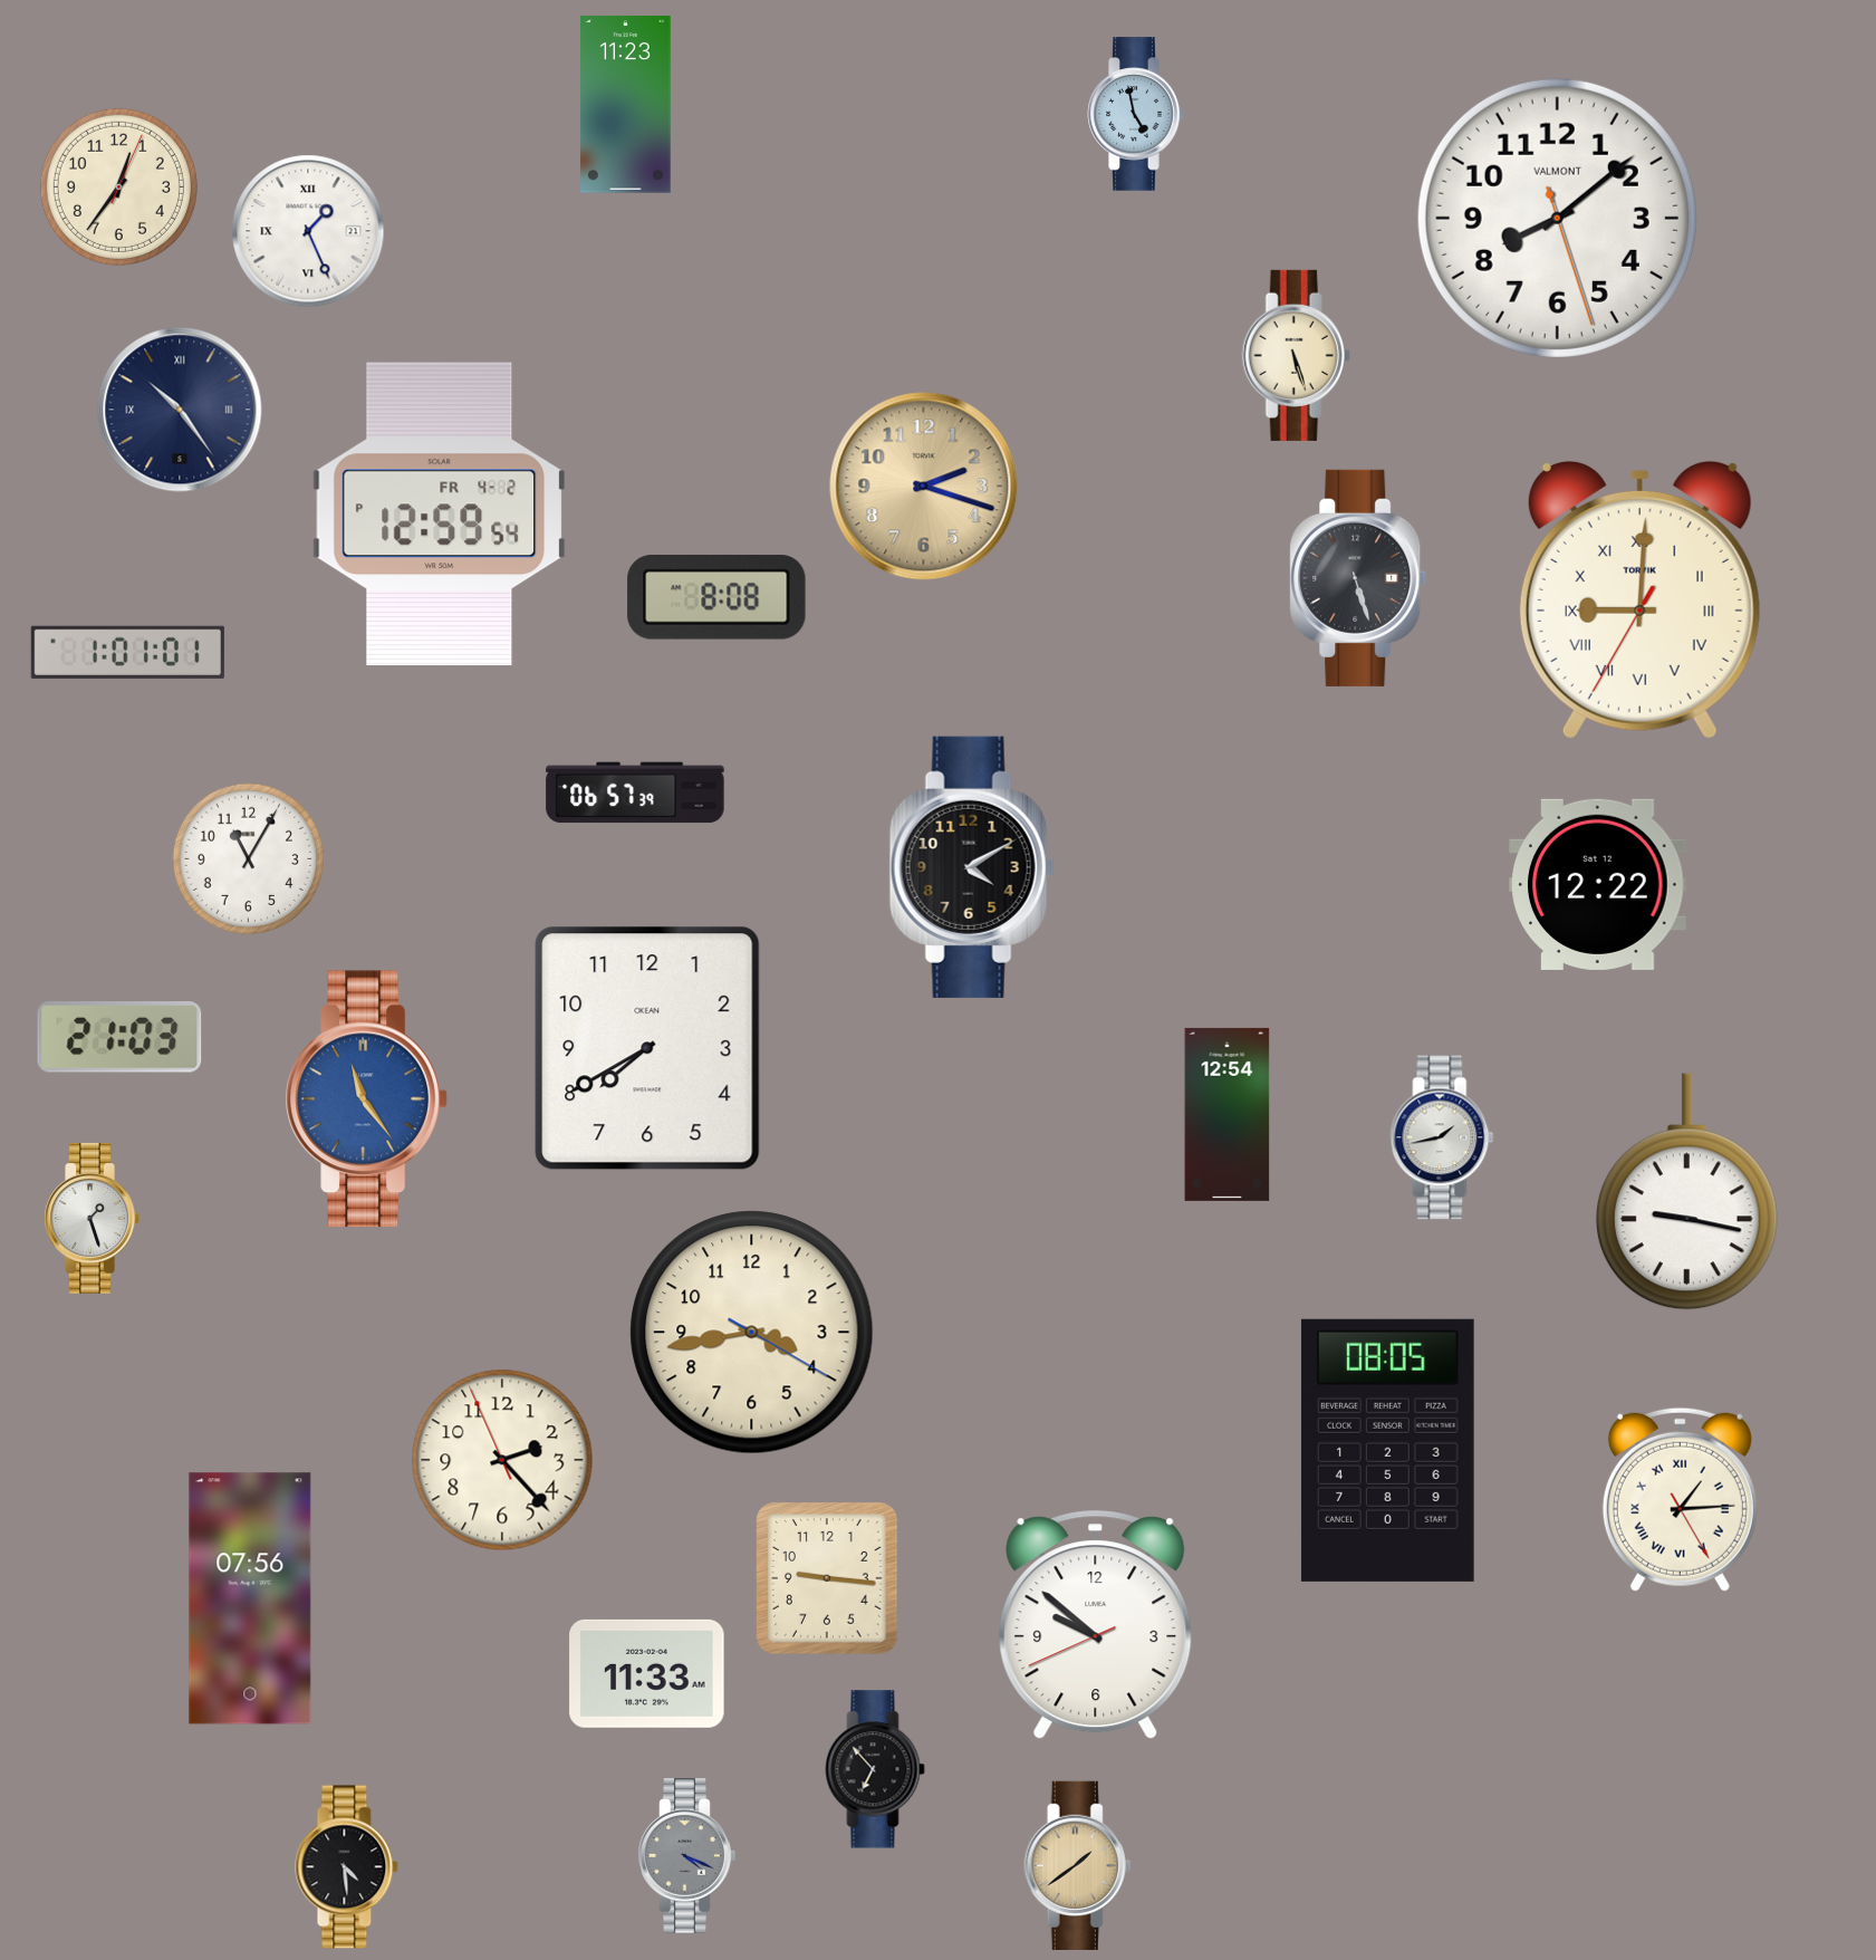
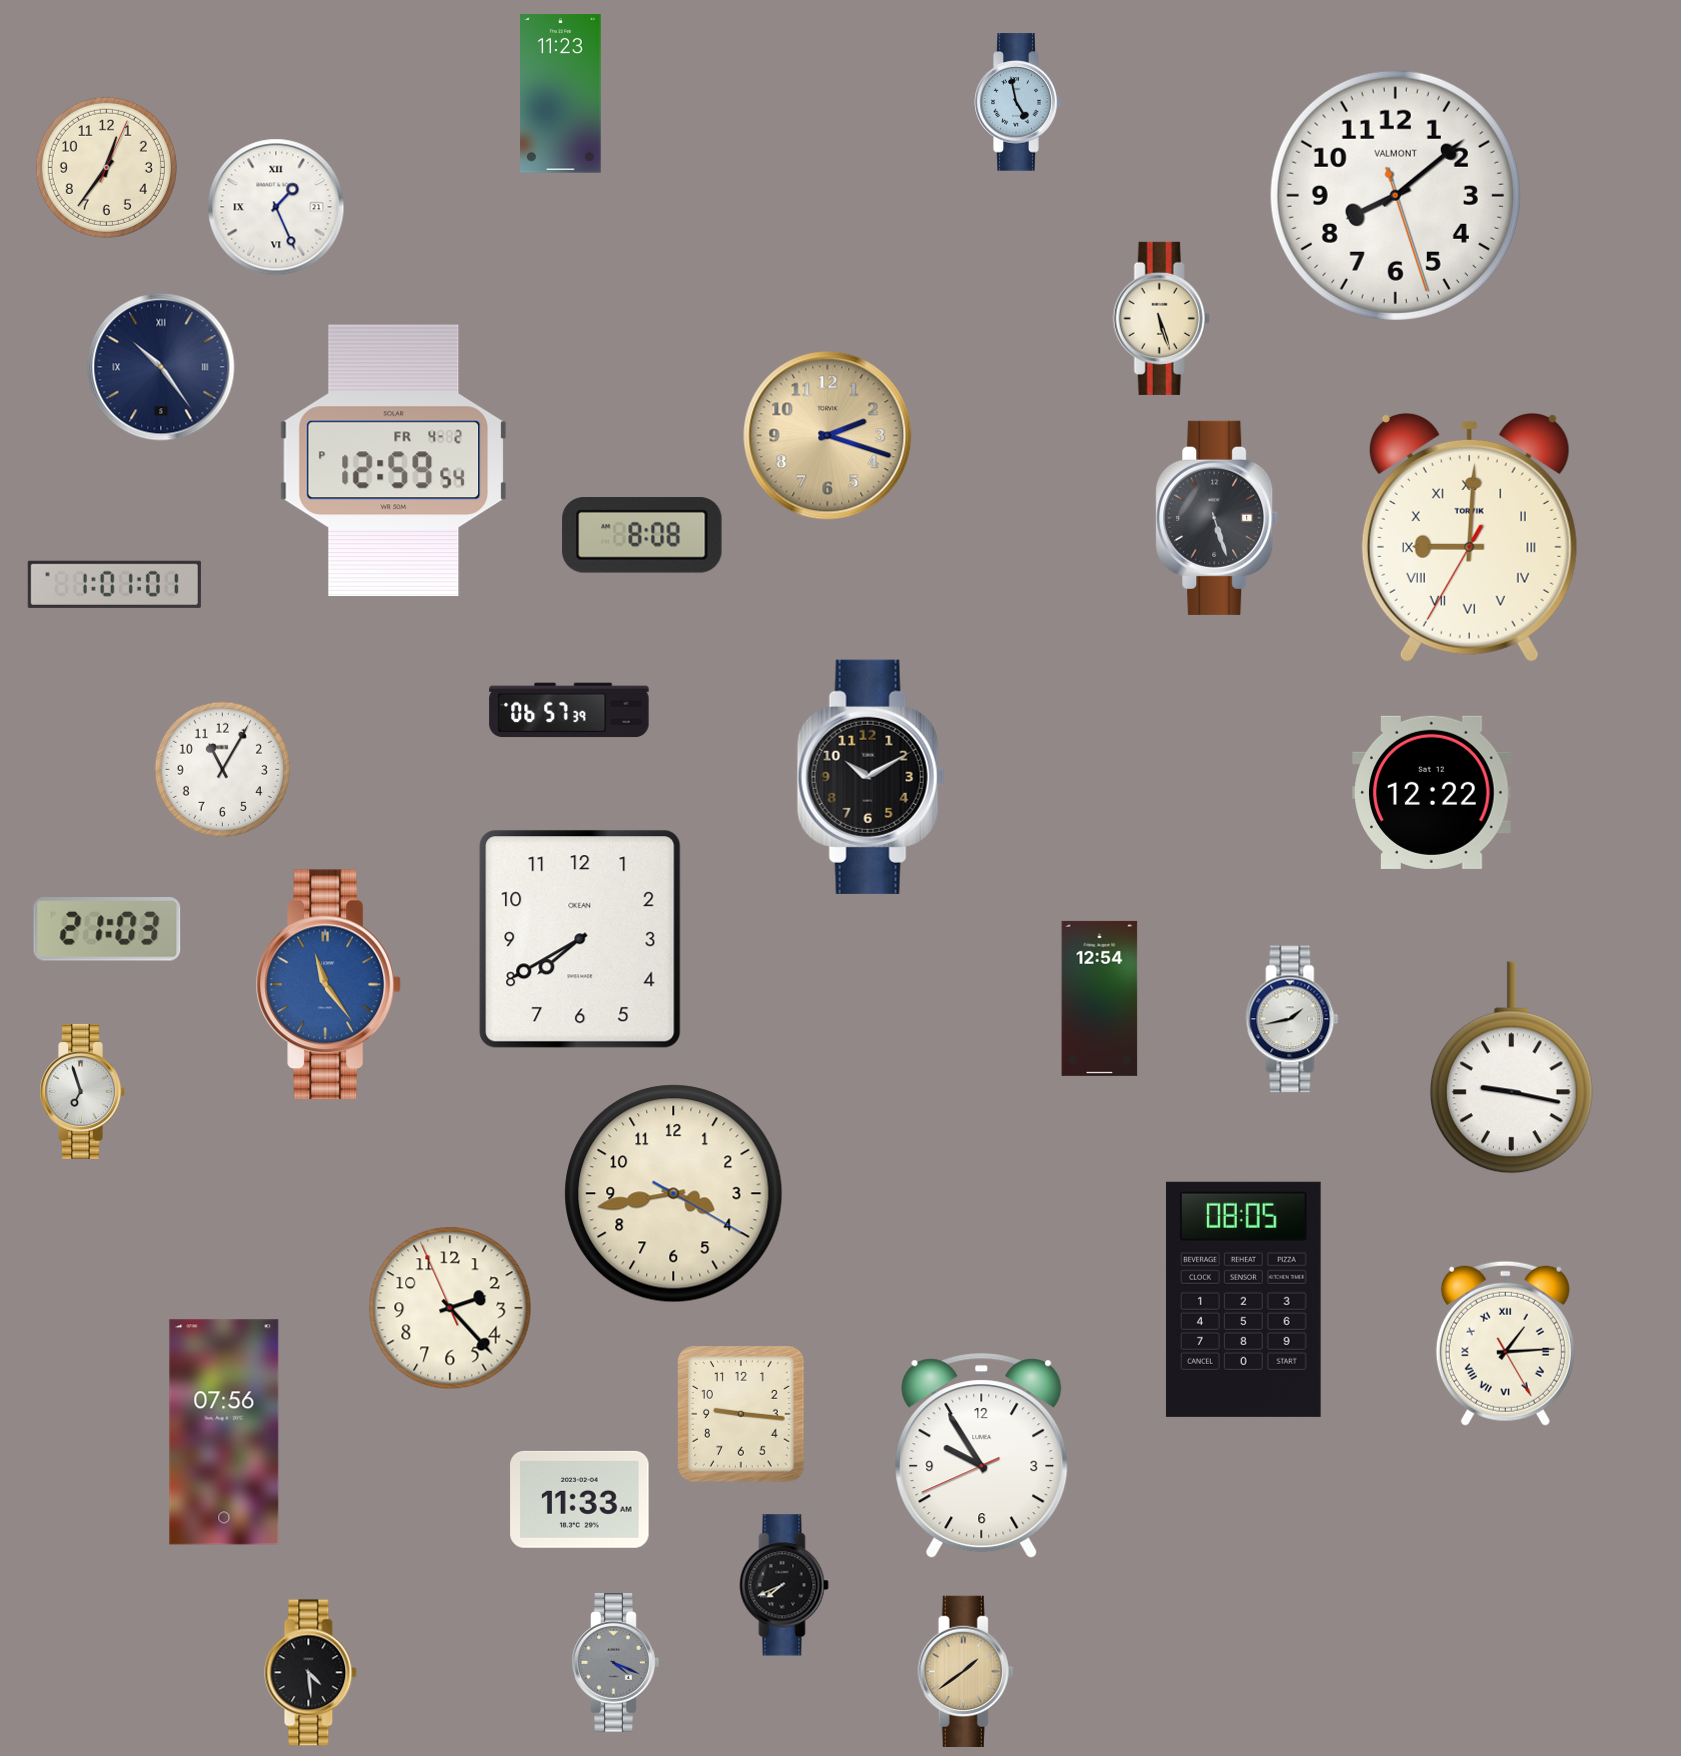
clock at (972, 867): 4:10 -> 10:10
clock at (92, 1218): 1:27 -> 6:57
clock at (1096, 1625): 9:51 -> 9:54
clock at (875, 1769): 6:53 -> 7:41
